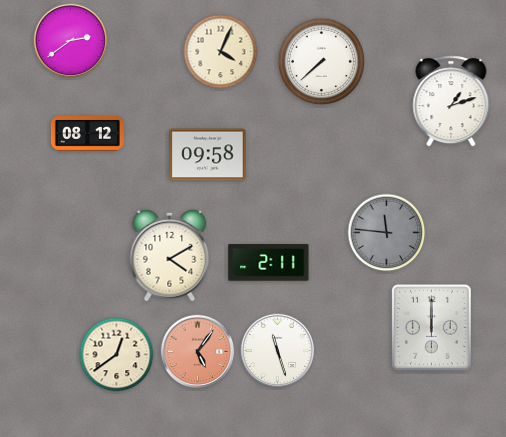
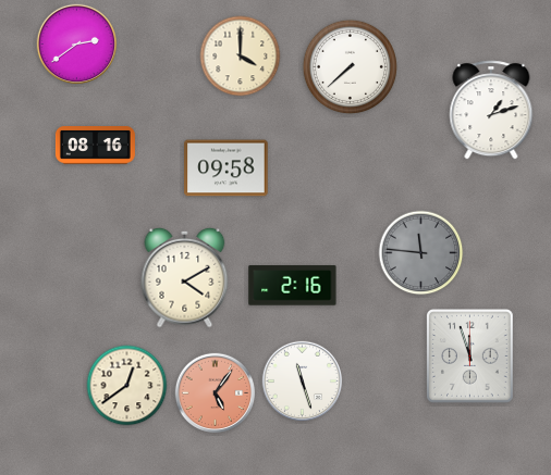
clock at (221, 52): 4:04 -> 4:00
clock at (87, 134): 08:12 -> 08:16
clock at (269, 263): 2:11 -> 2:16
clock at (432, 328): 12:00 -> 11:57
clock at (198, 352) position: (198, 352) -> (216, 393)
